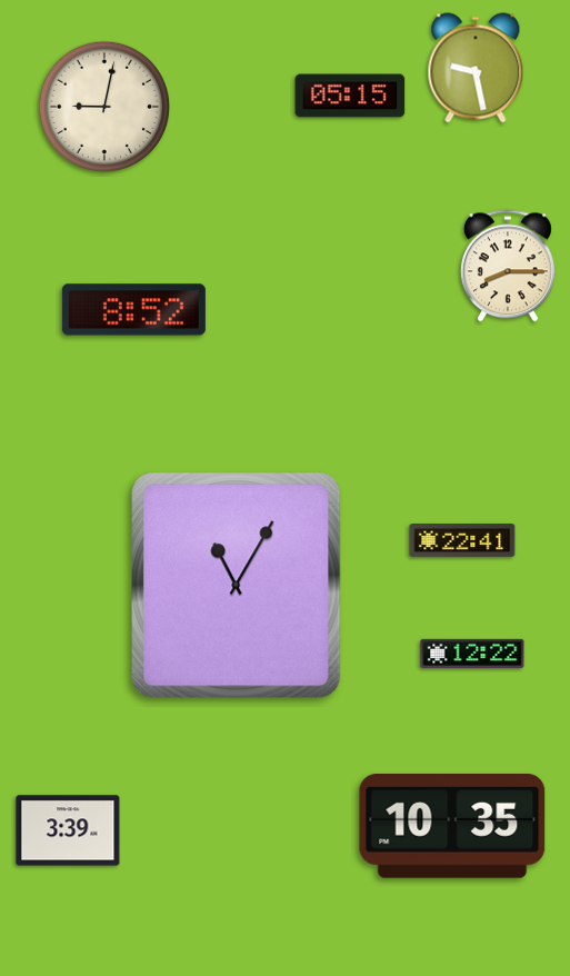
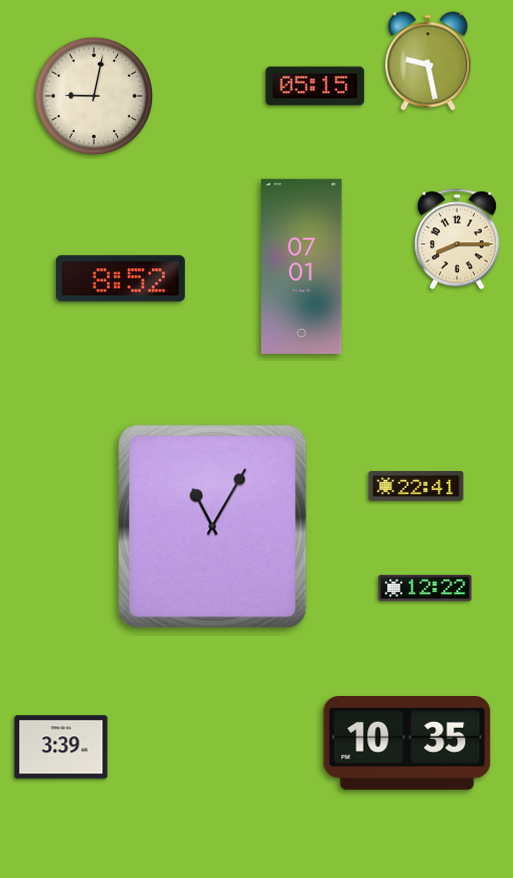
clock at (302, 266): none -> 07:01
